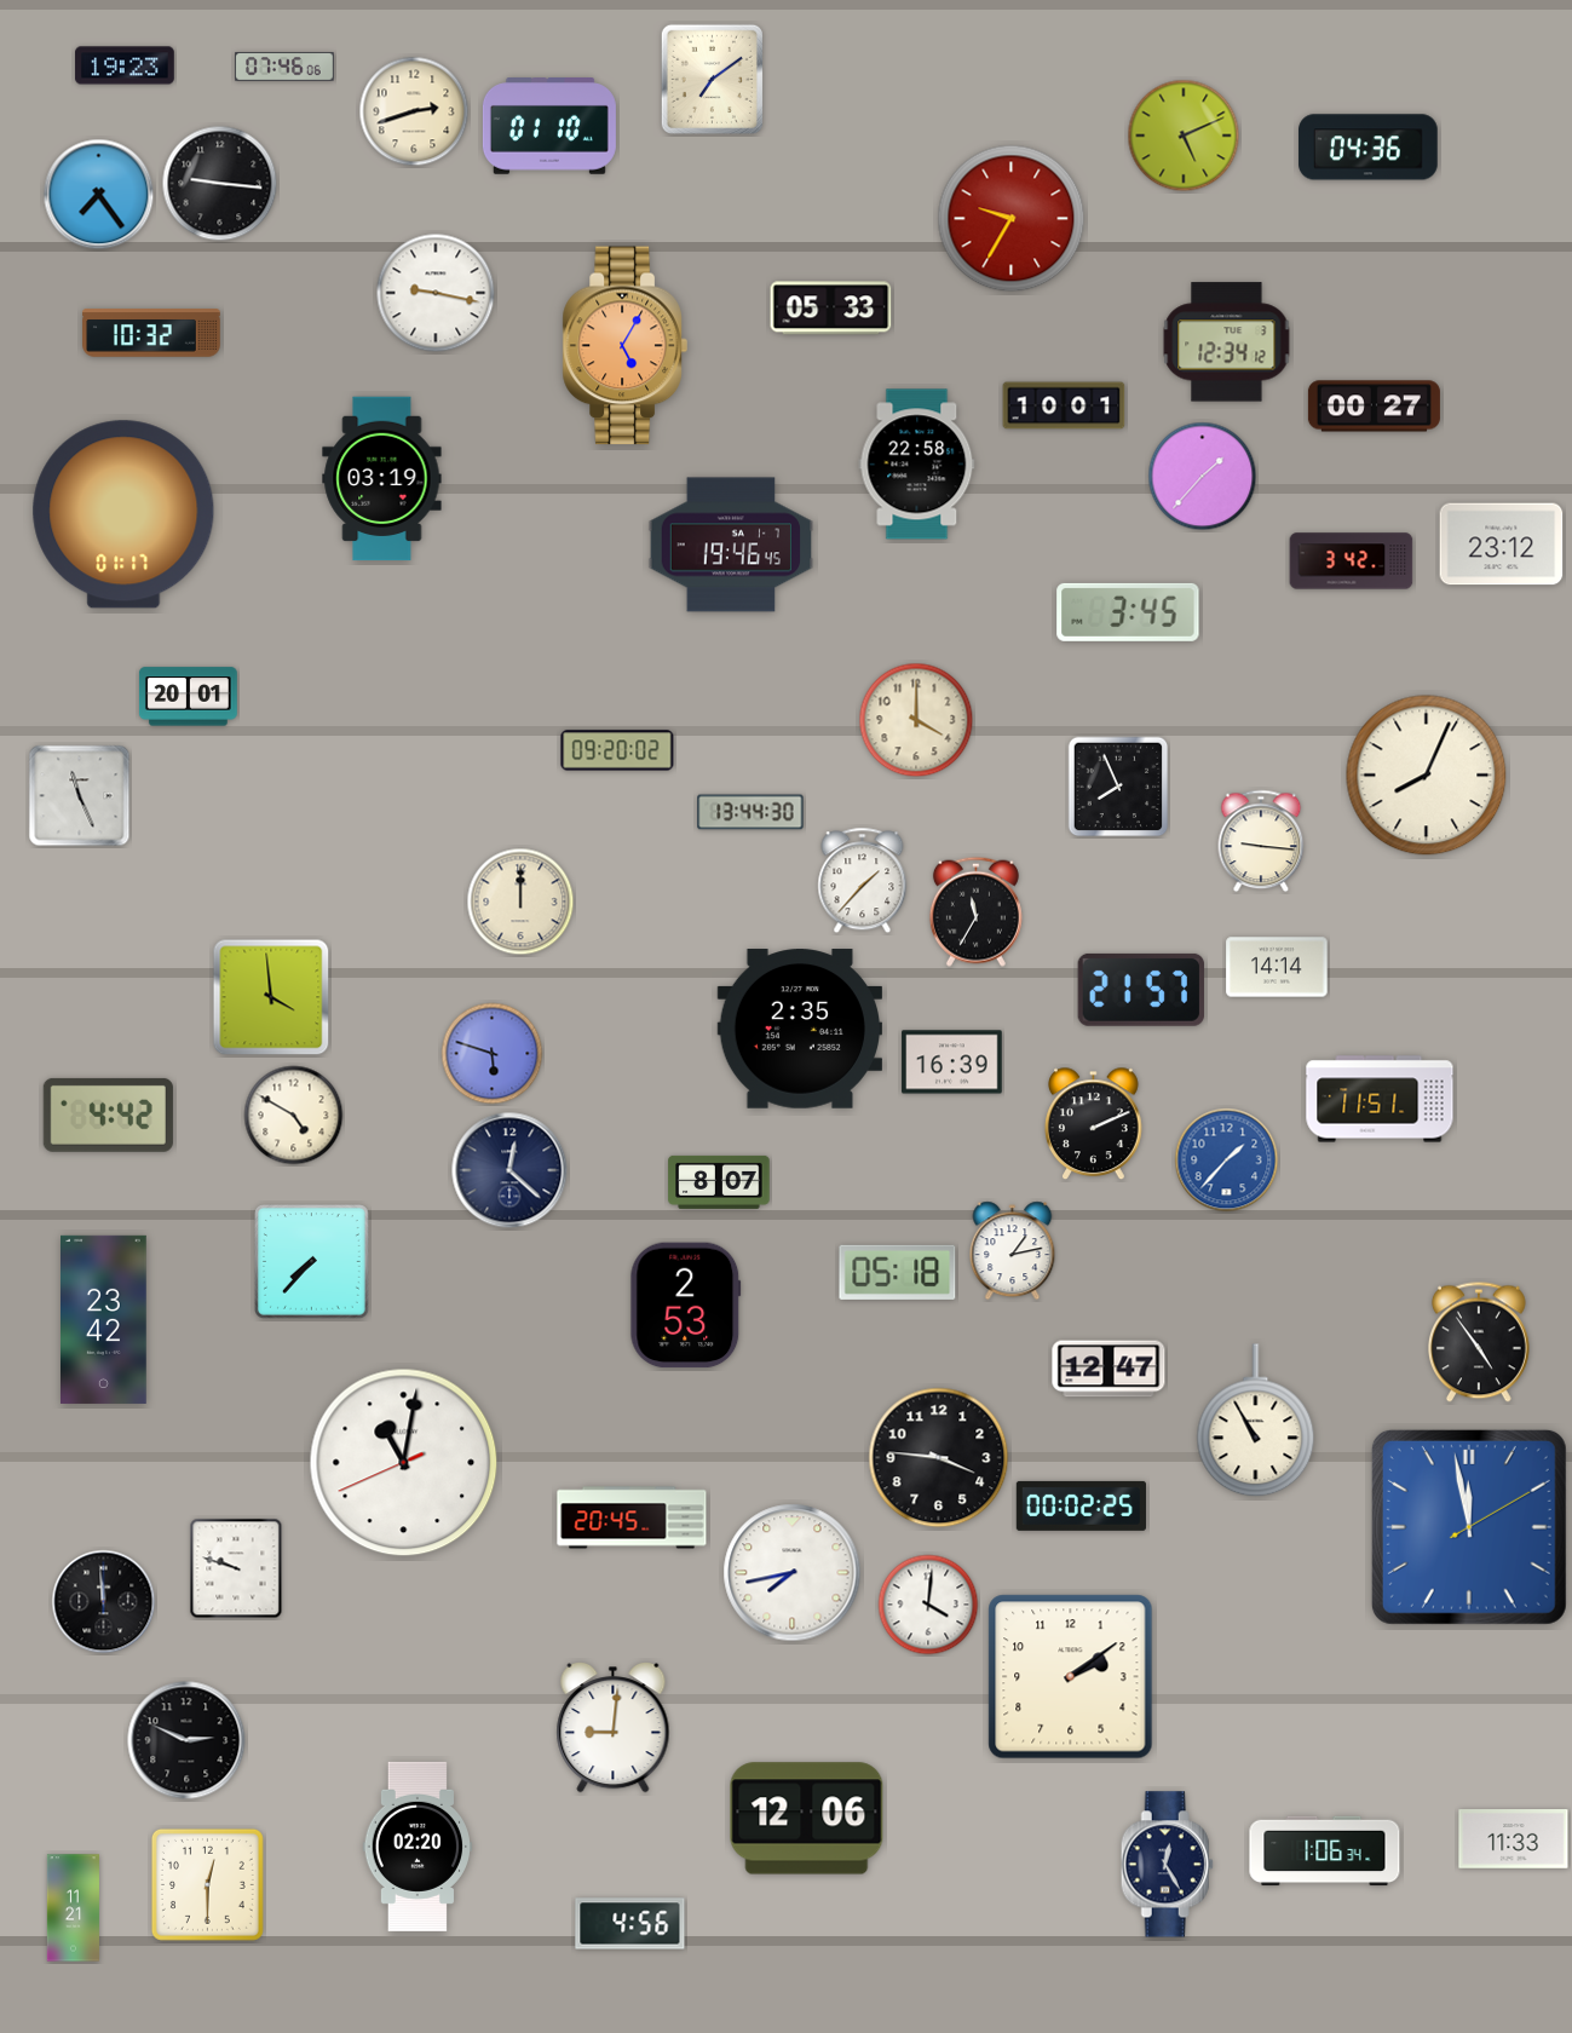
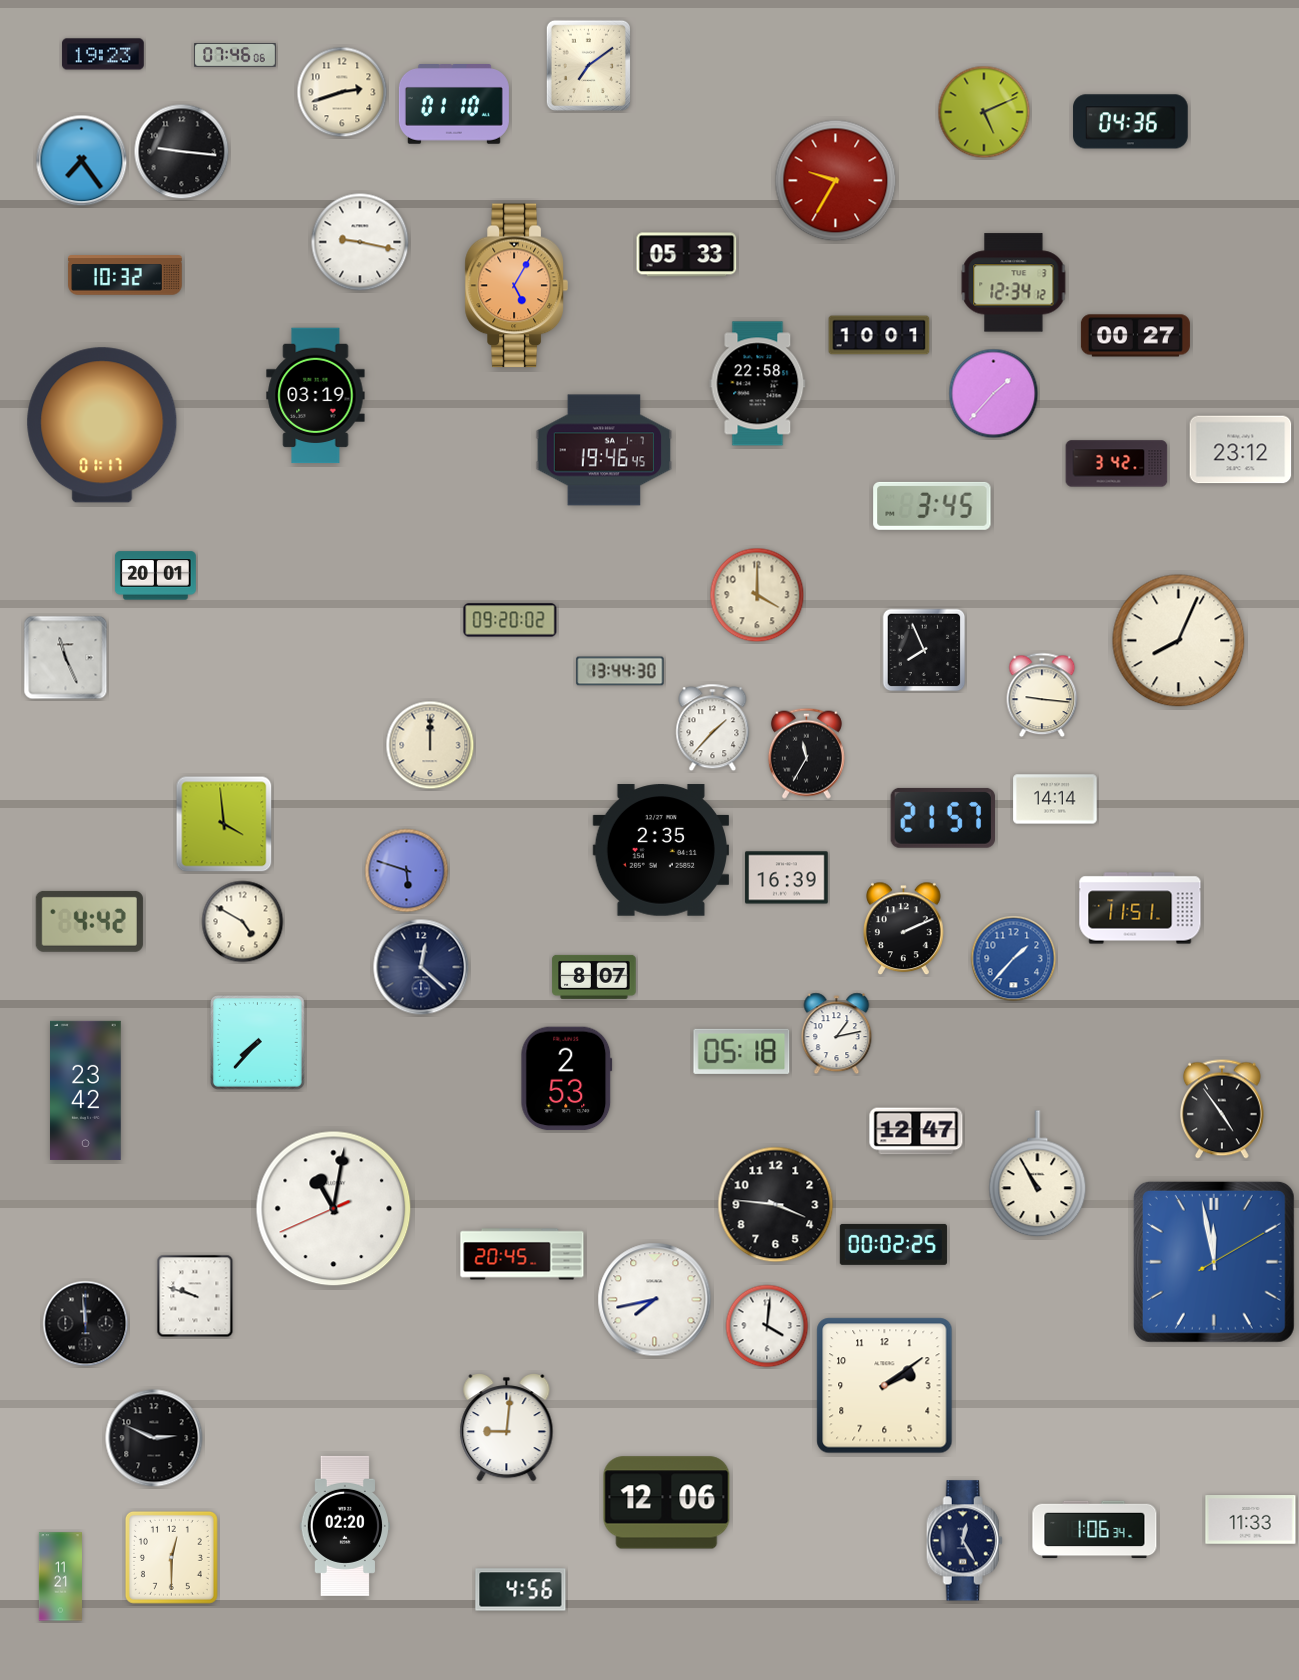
clock at (1184, 136) position: (1184, 136) -> (984, 112)
